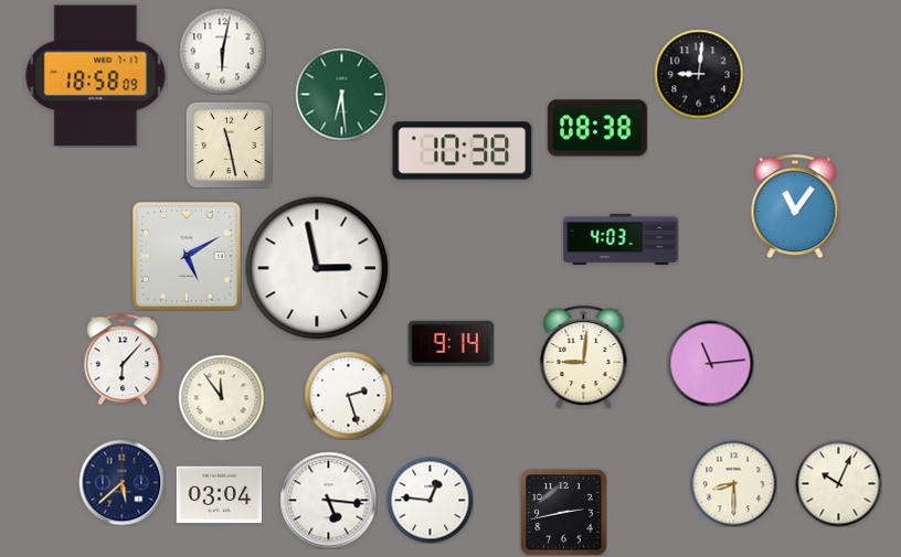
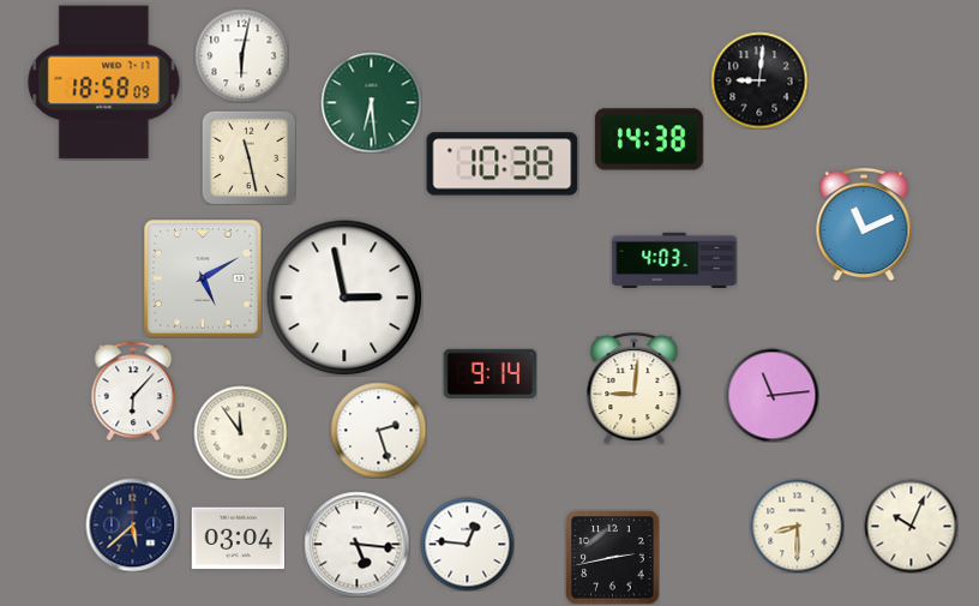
clock at (597, 128): 08:38 -> 14:38
clock at (795, 206): 11:06 -> 11:11
clock at (317, 268) position: (317, 268) -> (344, 298)
